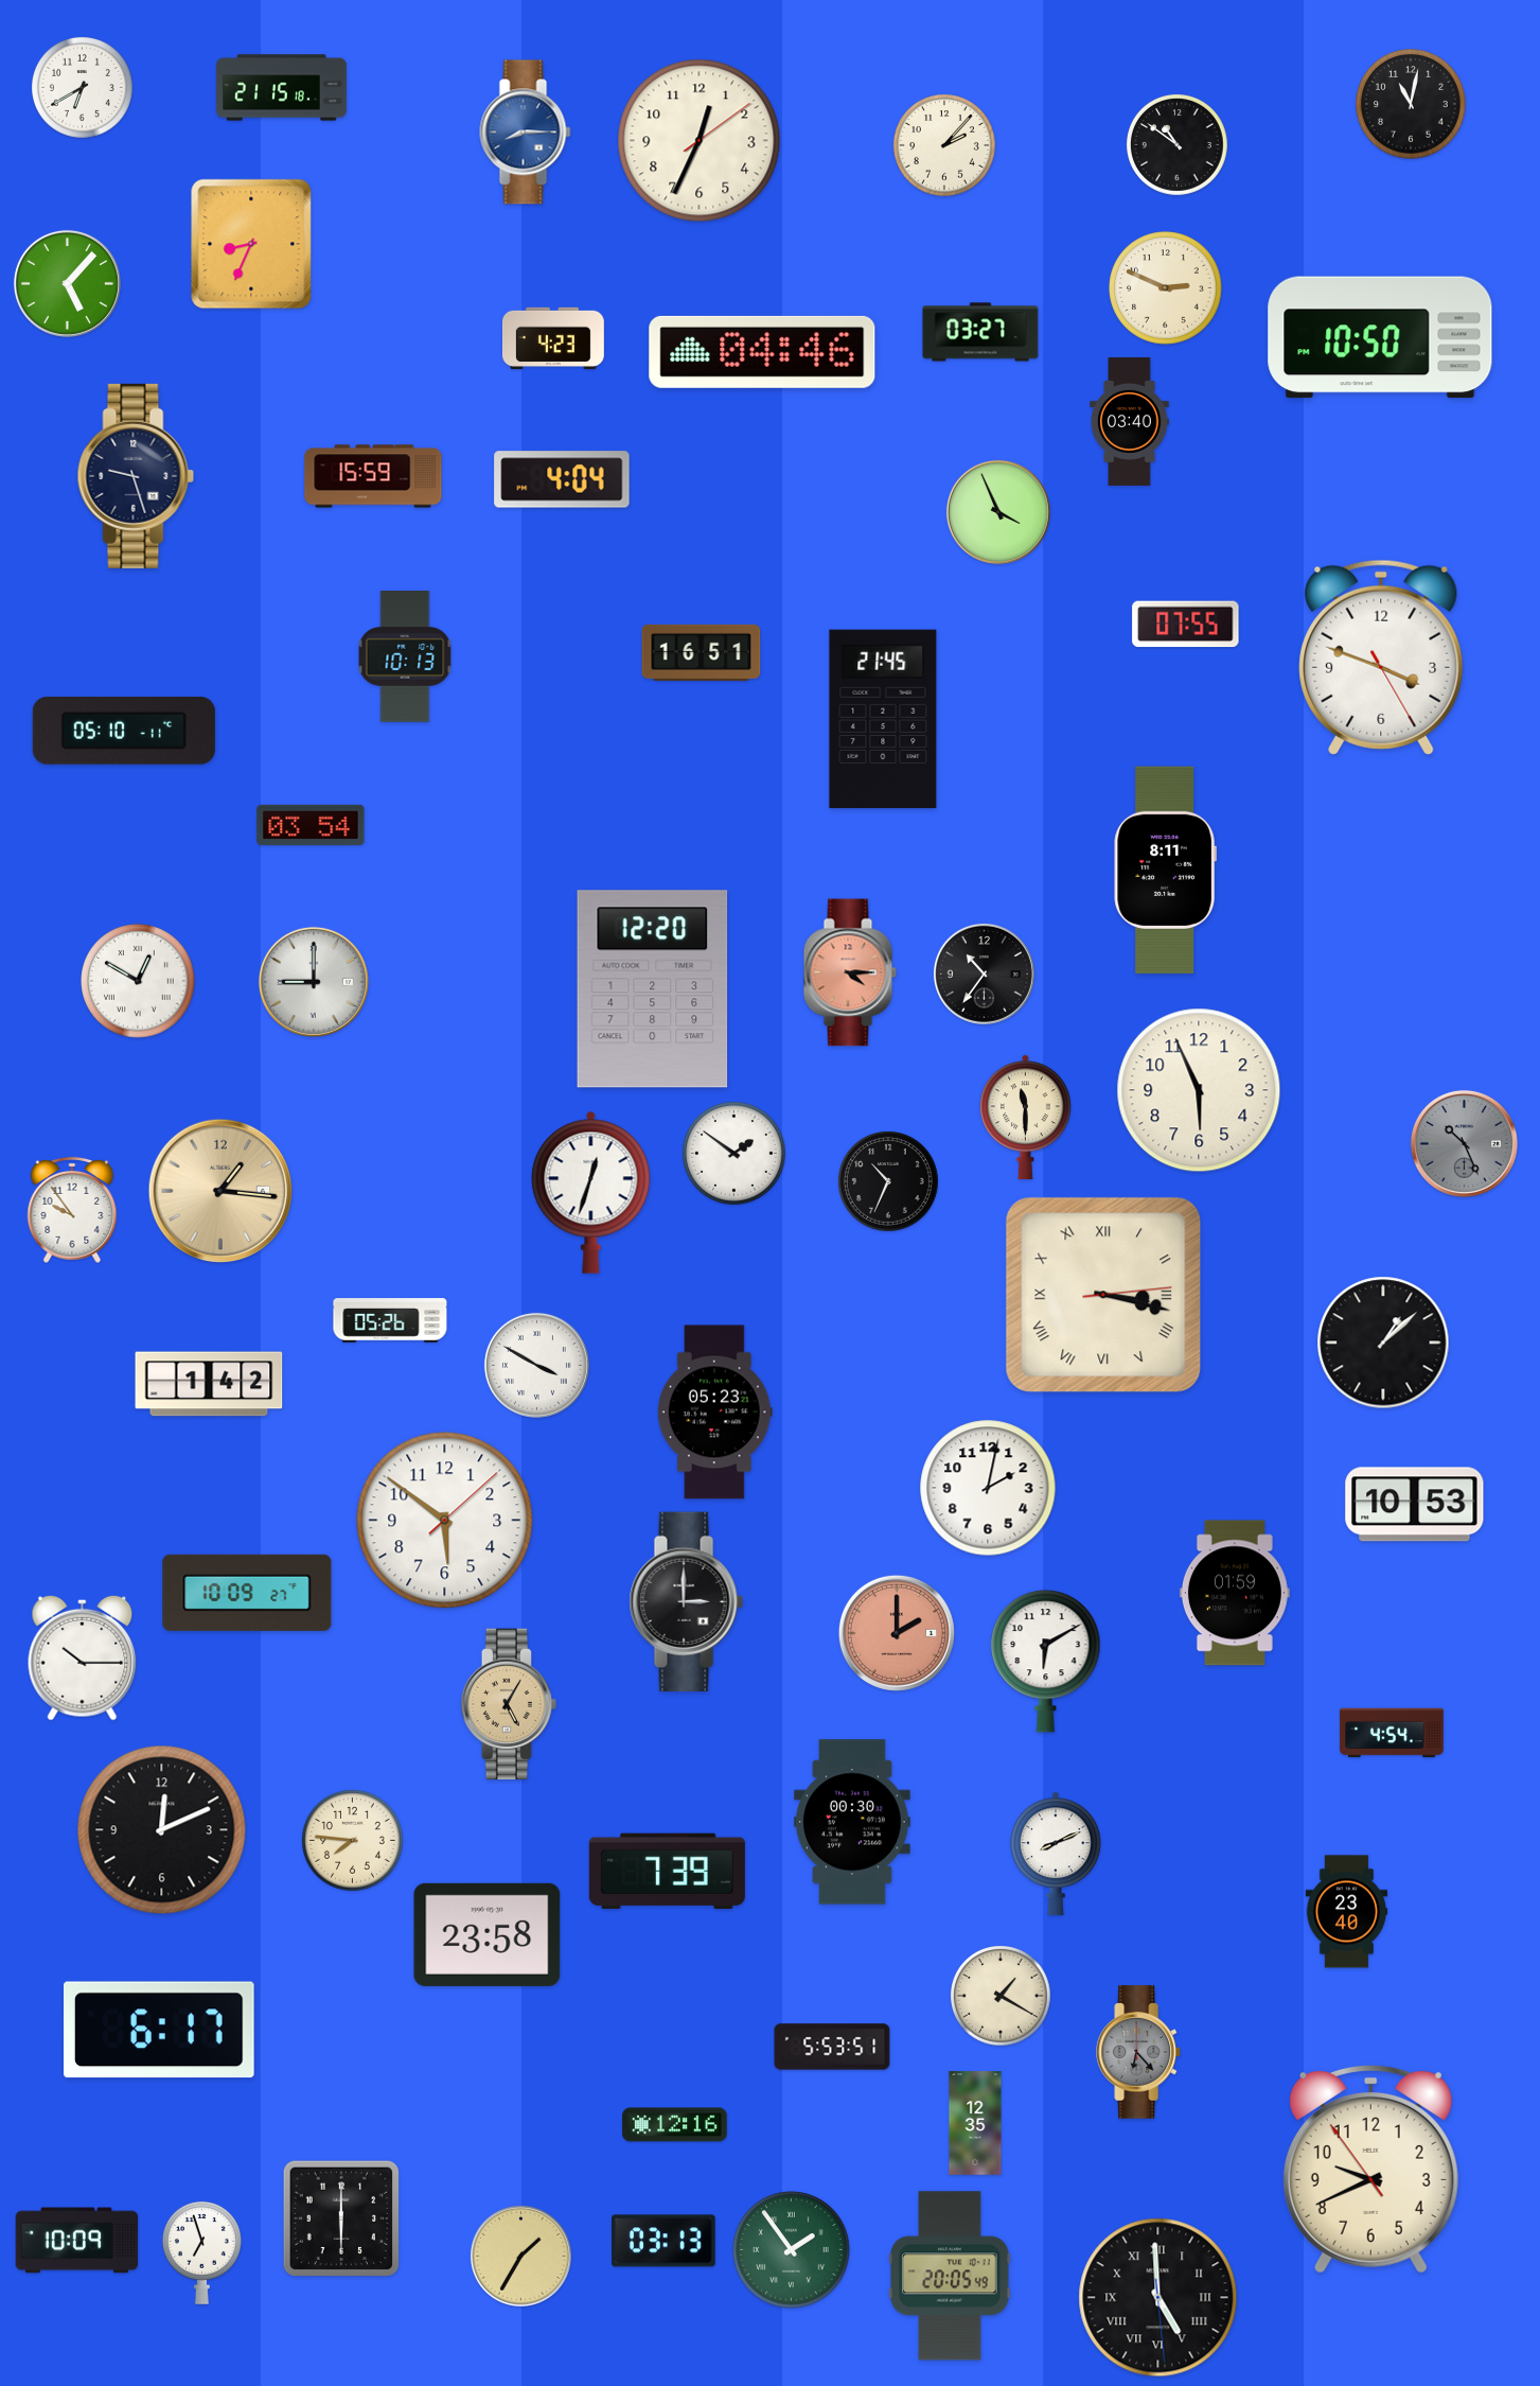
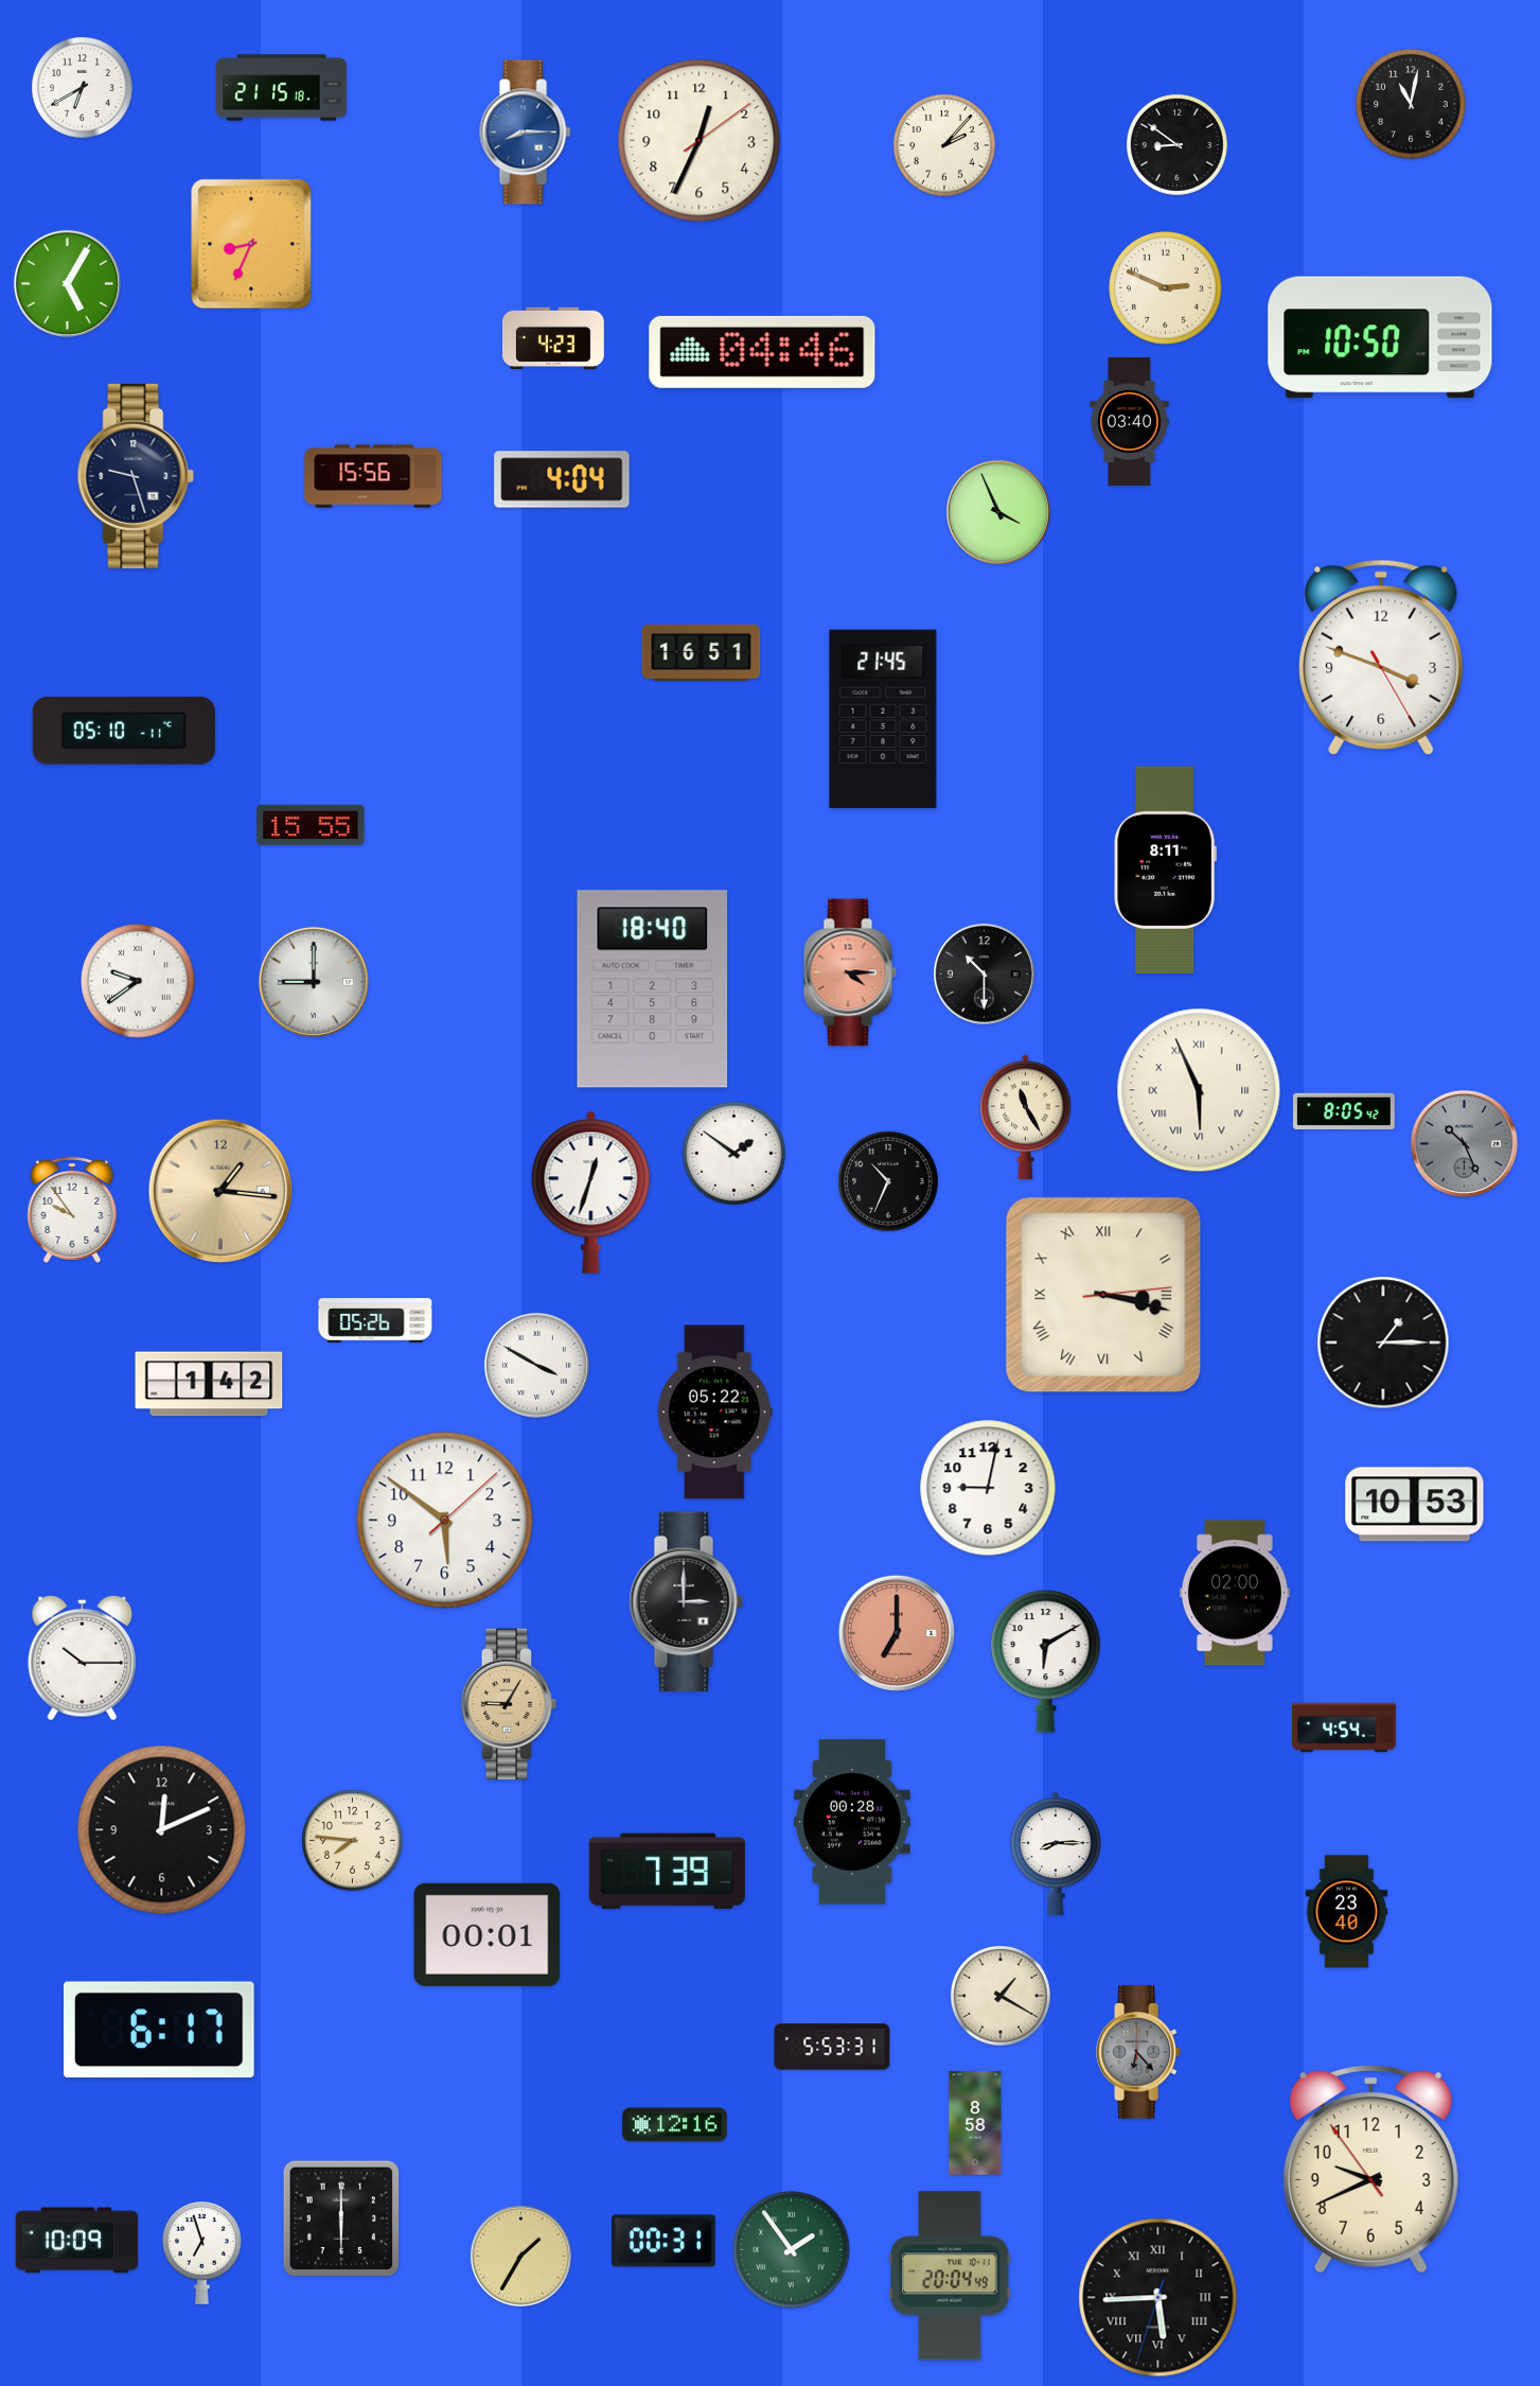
clock at (1178, 145): 10:51 -> 8:51
clock at (67, 283): 5:07 -> 5:05
clock at (980, 332): 03:27 -> none
clock at (373, 476): 15:59 -> 15:56
clock at (1186, 625): 07:55 -> none
clock at (405, 657): 10:13 -> none
clock at (311, 825): 03:54 -> 15:55
clock at (984, 973): 10:36 -> 10:30
clock at (138, 981): 12:50 -> 9:39
clock at (653, 989): 12:20 -> 18:40
clock at (1199, 1090) numerals: Arabic -> Roman
clock at (1344, 1110): none -> 8:05
clock at (1026, 1117): 11:30 -> 11:25
clock at (390, 1320) position: (390, 1320) -> (375, 1320)
clock at (1383, 1343): 1:08 -> 1:15
clock at (714, 1413): 05:23 -> 05:22
clock at (988, 1488): 2:02 -> 9:02
clock at (247, 1593): 10:09 -> none
clock at (1235, 1593): 01:59 -> 02:00
clock at (897, 1633): 2:00 -> 7:00
clock at (509, 1704): 5:05 -> 9:05
clock at (1392, 1733) position: (1392, 1733) -> (1344, 1727)
clock at (852, 1822): 00:30 -> 00:28
clock at (1057, 1854): 8:11 -> 8:15
clock at (488, 1934): 23:58 -> 00:01
clock at (832, 2047): 5:53:51 -> 5:53:31
clock at (975, 2123): 12:35 -> 8:58
clock at (663, 2241): 03:13 -> 00:31
clock at (950, 2276): 20:05 -> 20:04
clock at (1158, 2298): 4:59 -> 5:44
